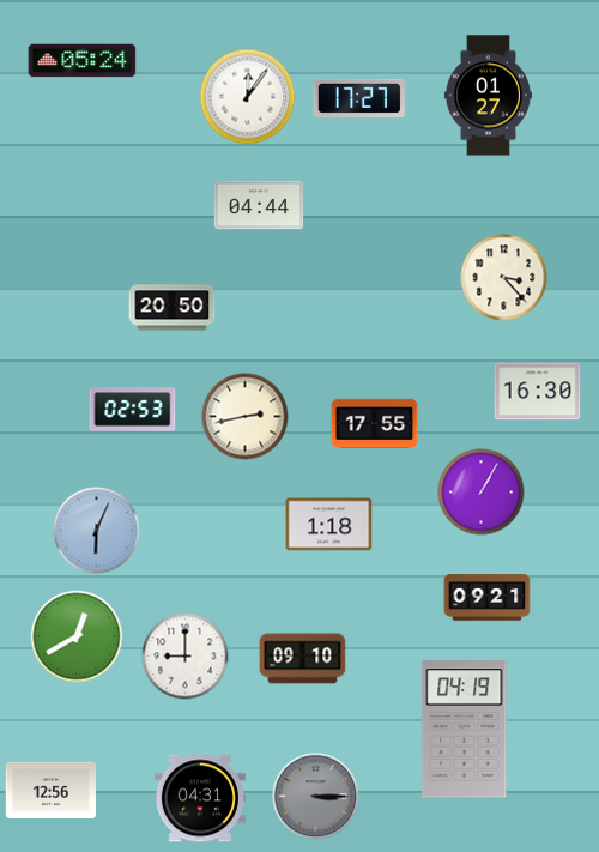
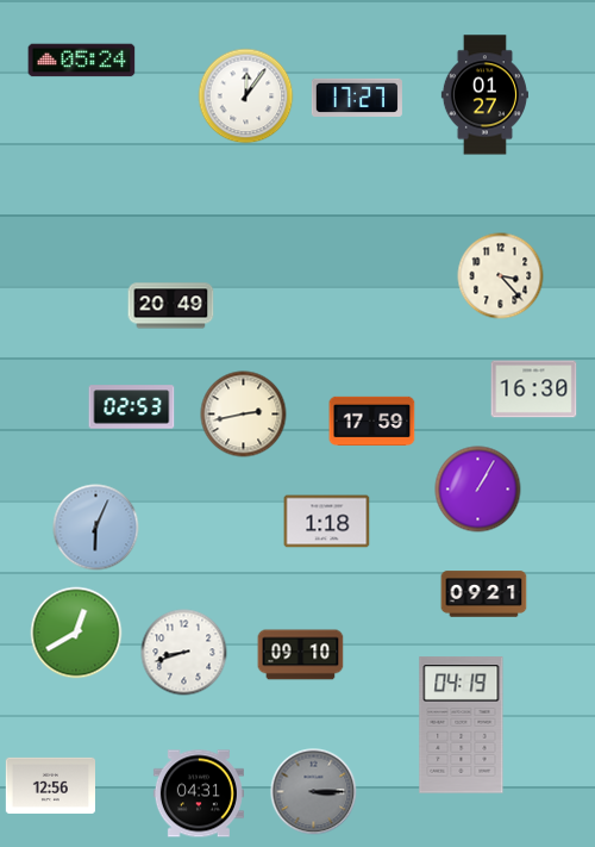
clock at (259, 205): 04:44 -> none
clock at (173, 308): 20:50 -> 20:49
clock at (375, 423): 17:55 -> 17:59
clock at (186, 657): 9:00 -> 8:42
